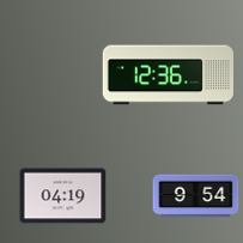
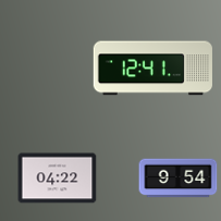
clock at (168, 75): 12:36 -> 12:41
clock at (63, 196): 04:19 -> 04:22
